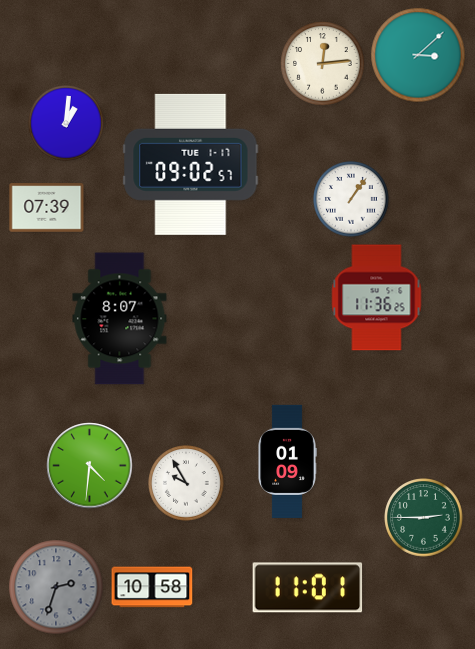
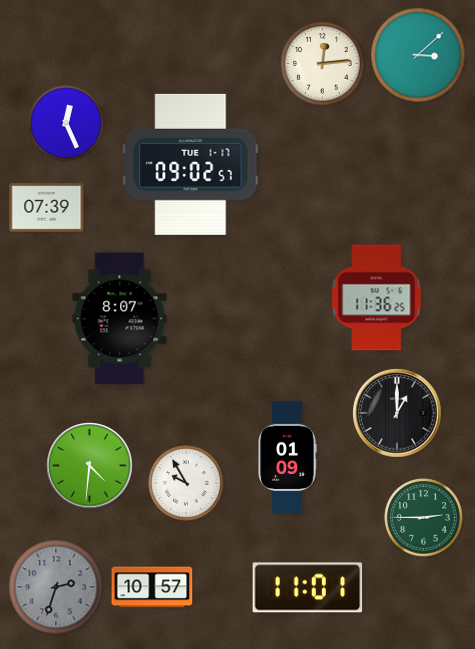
clock at (66, 123): 1:01 -> 12:26
clock at (351, 199): 1:06 -> none
clock at (397, 413): none -> 1:00
clock at (287, 461) position: (287, 461) -> (287, 457)
clock at (152, 587): 10:58 -> 10:57
